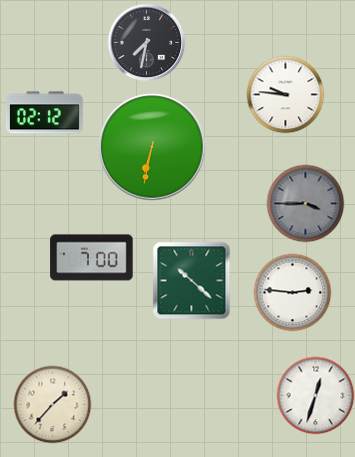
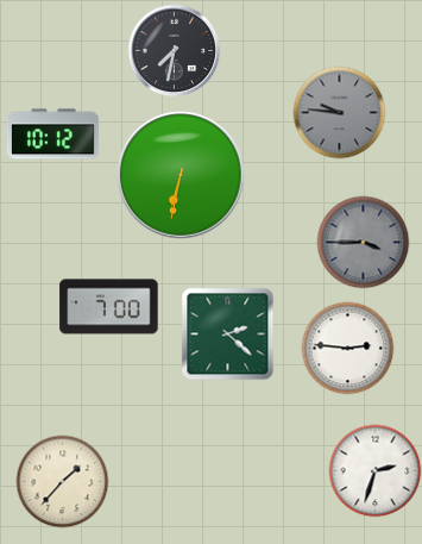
clock at (285, 94) dial: white -> grey
clock at (45, 113): 02:12 -> 10:12
clock at (191, 280): 10:22 -> 2:22
clock at (315, 395): 12:33 -> 2:33
